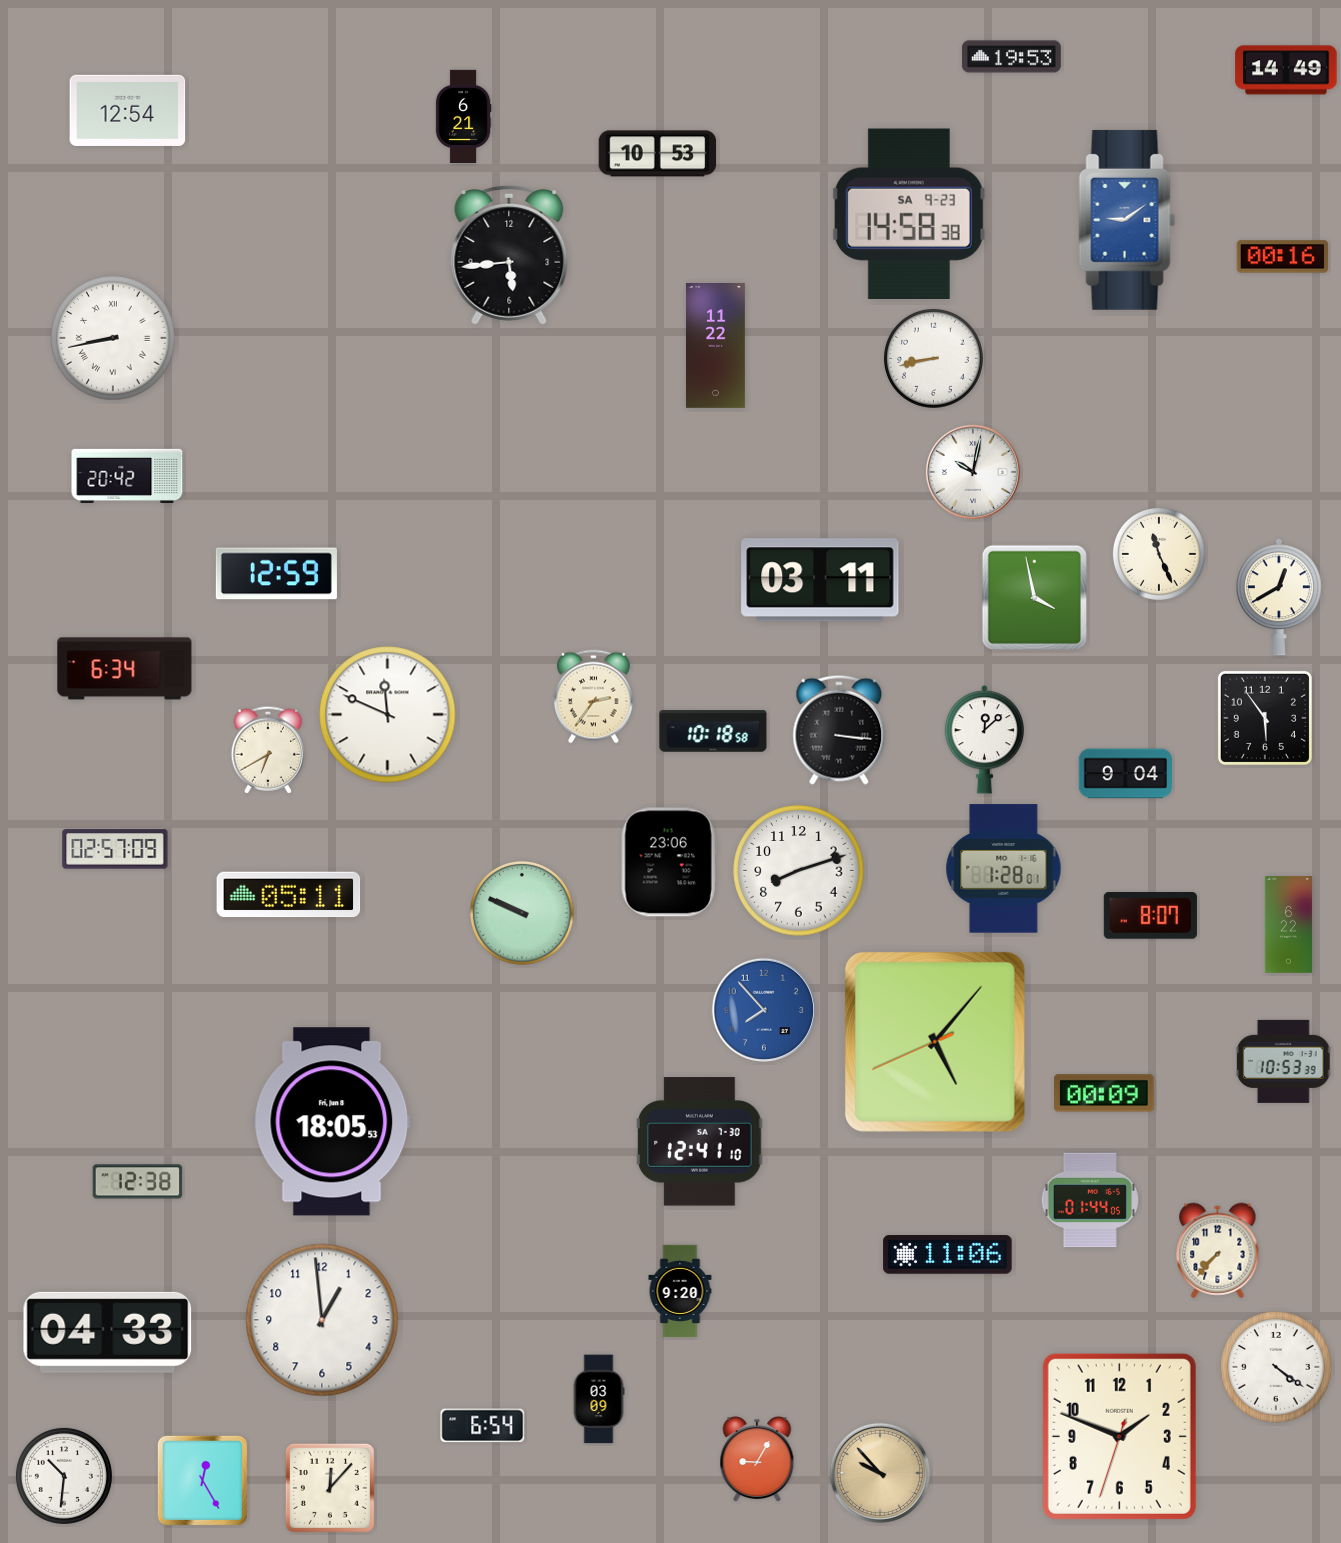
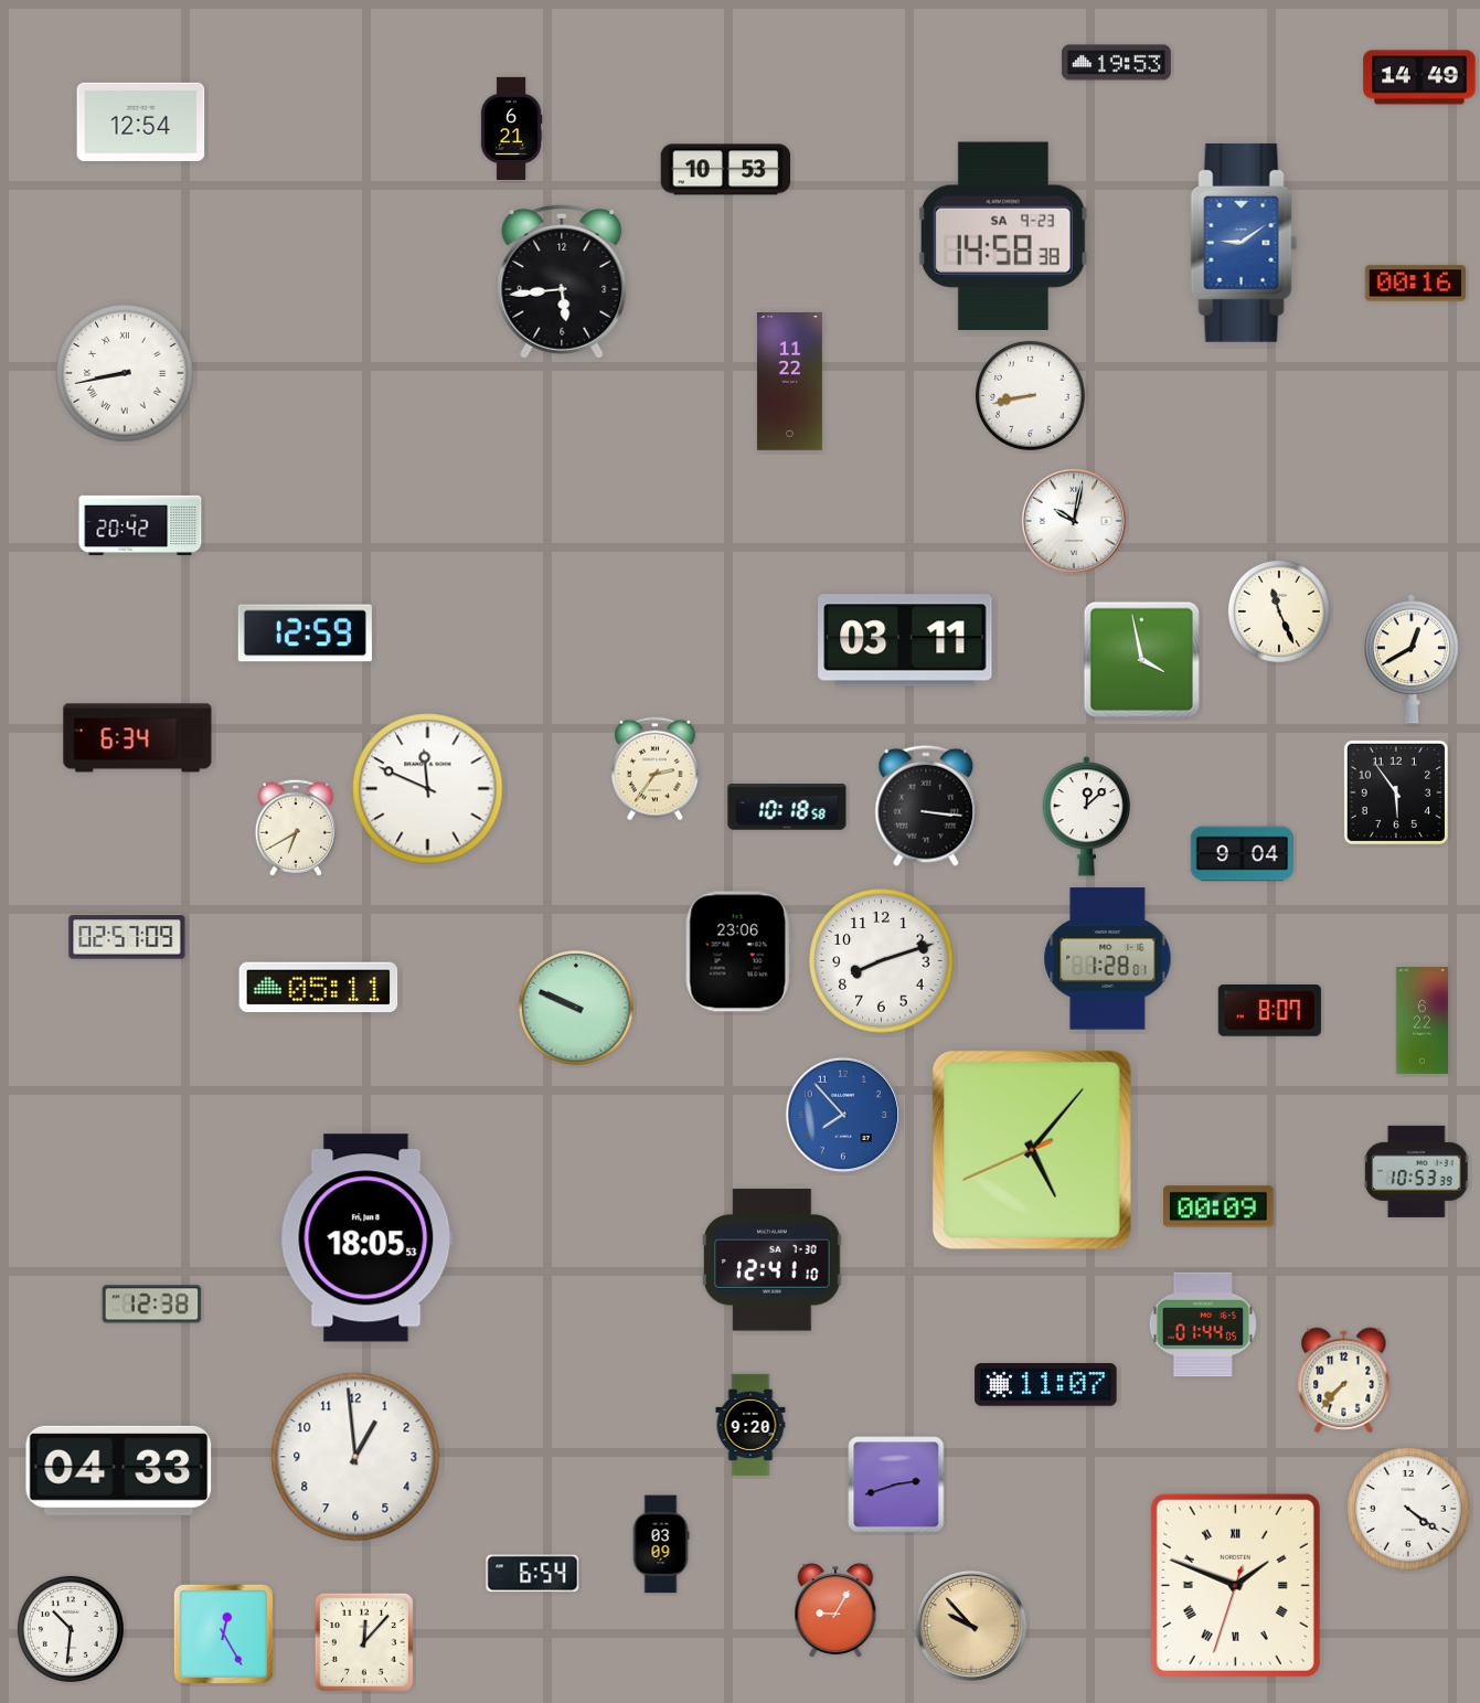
clock at (948, 1255): 11:06 -> 11:07
clock at (896, 1484): none -> 2:42
clock at (1119, 1436) numerals: Arabic -> Roman
